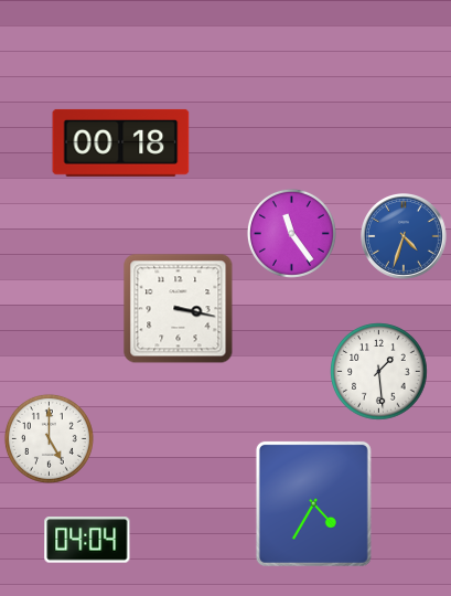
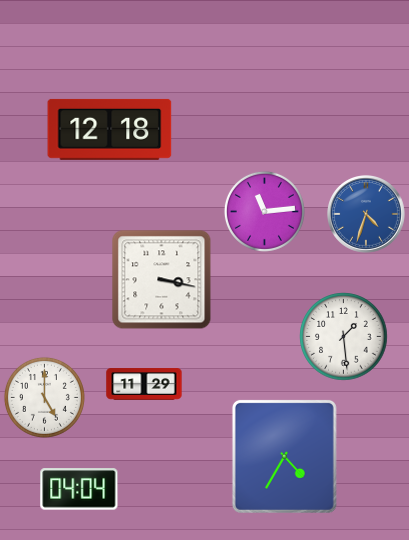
clock at (121, 142): 00:18 -> 12:18
clock at (291, 233): 11:24 -> 11:14
clock at (144, 384): none -> 11:29
